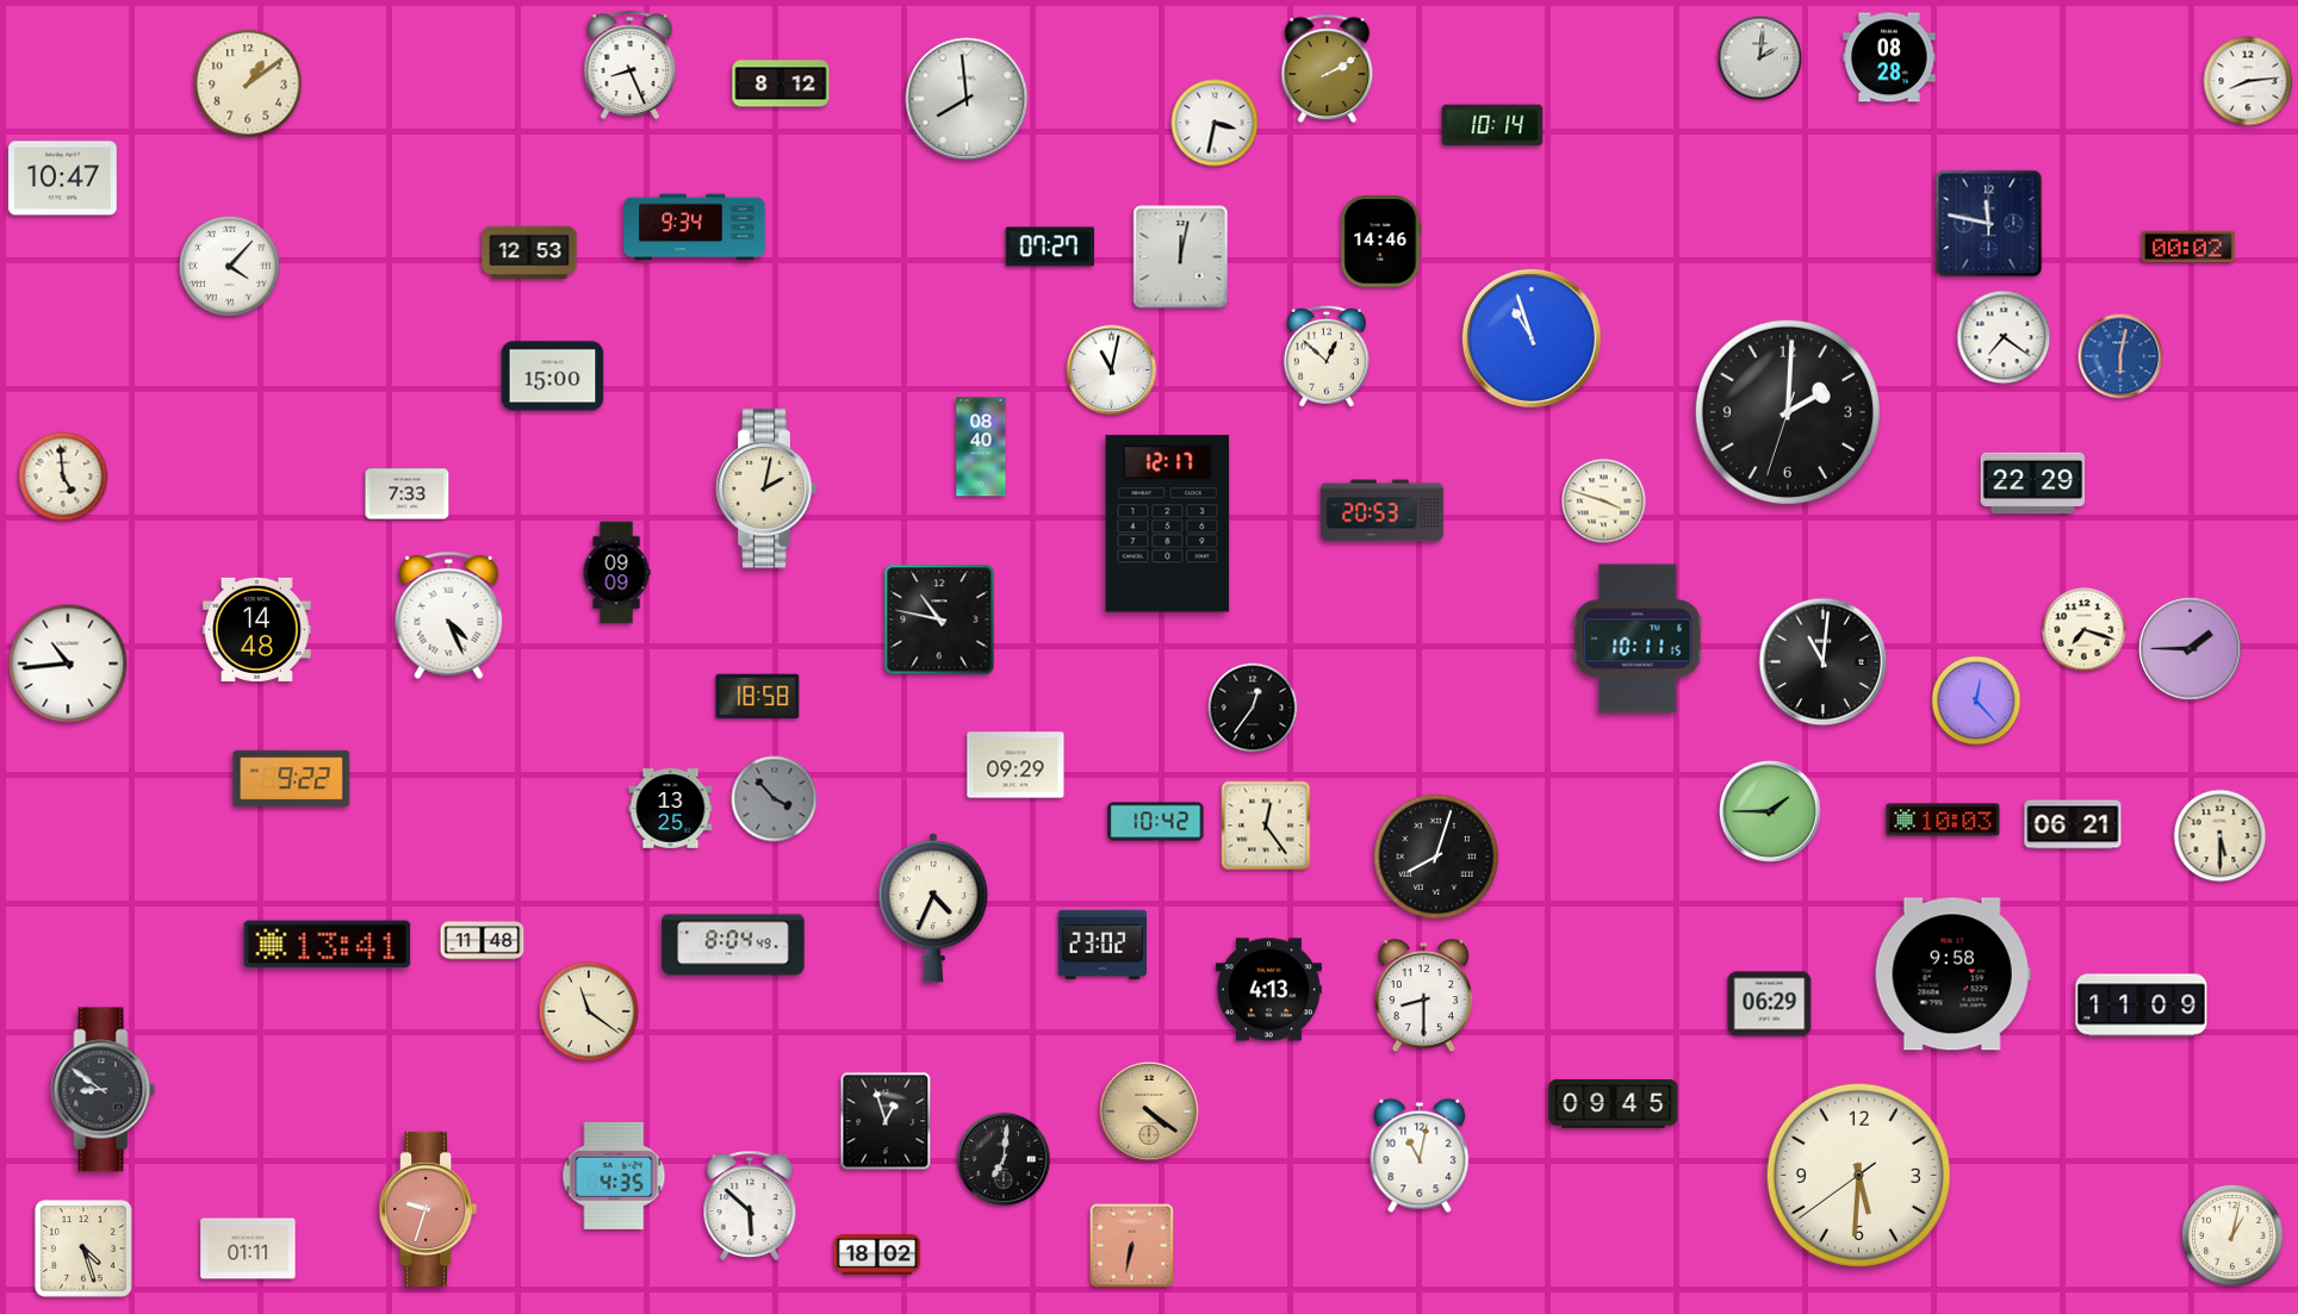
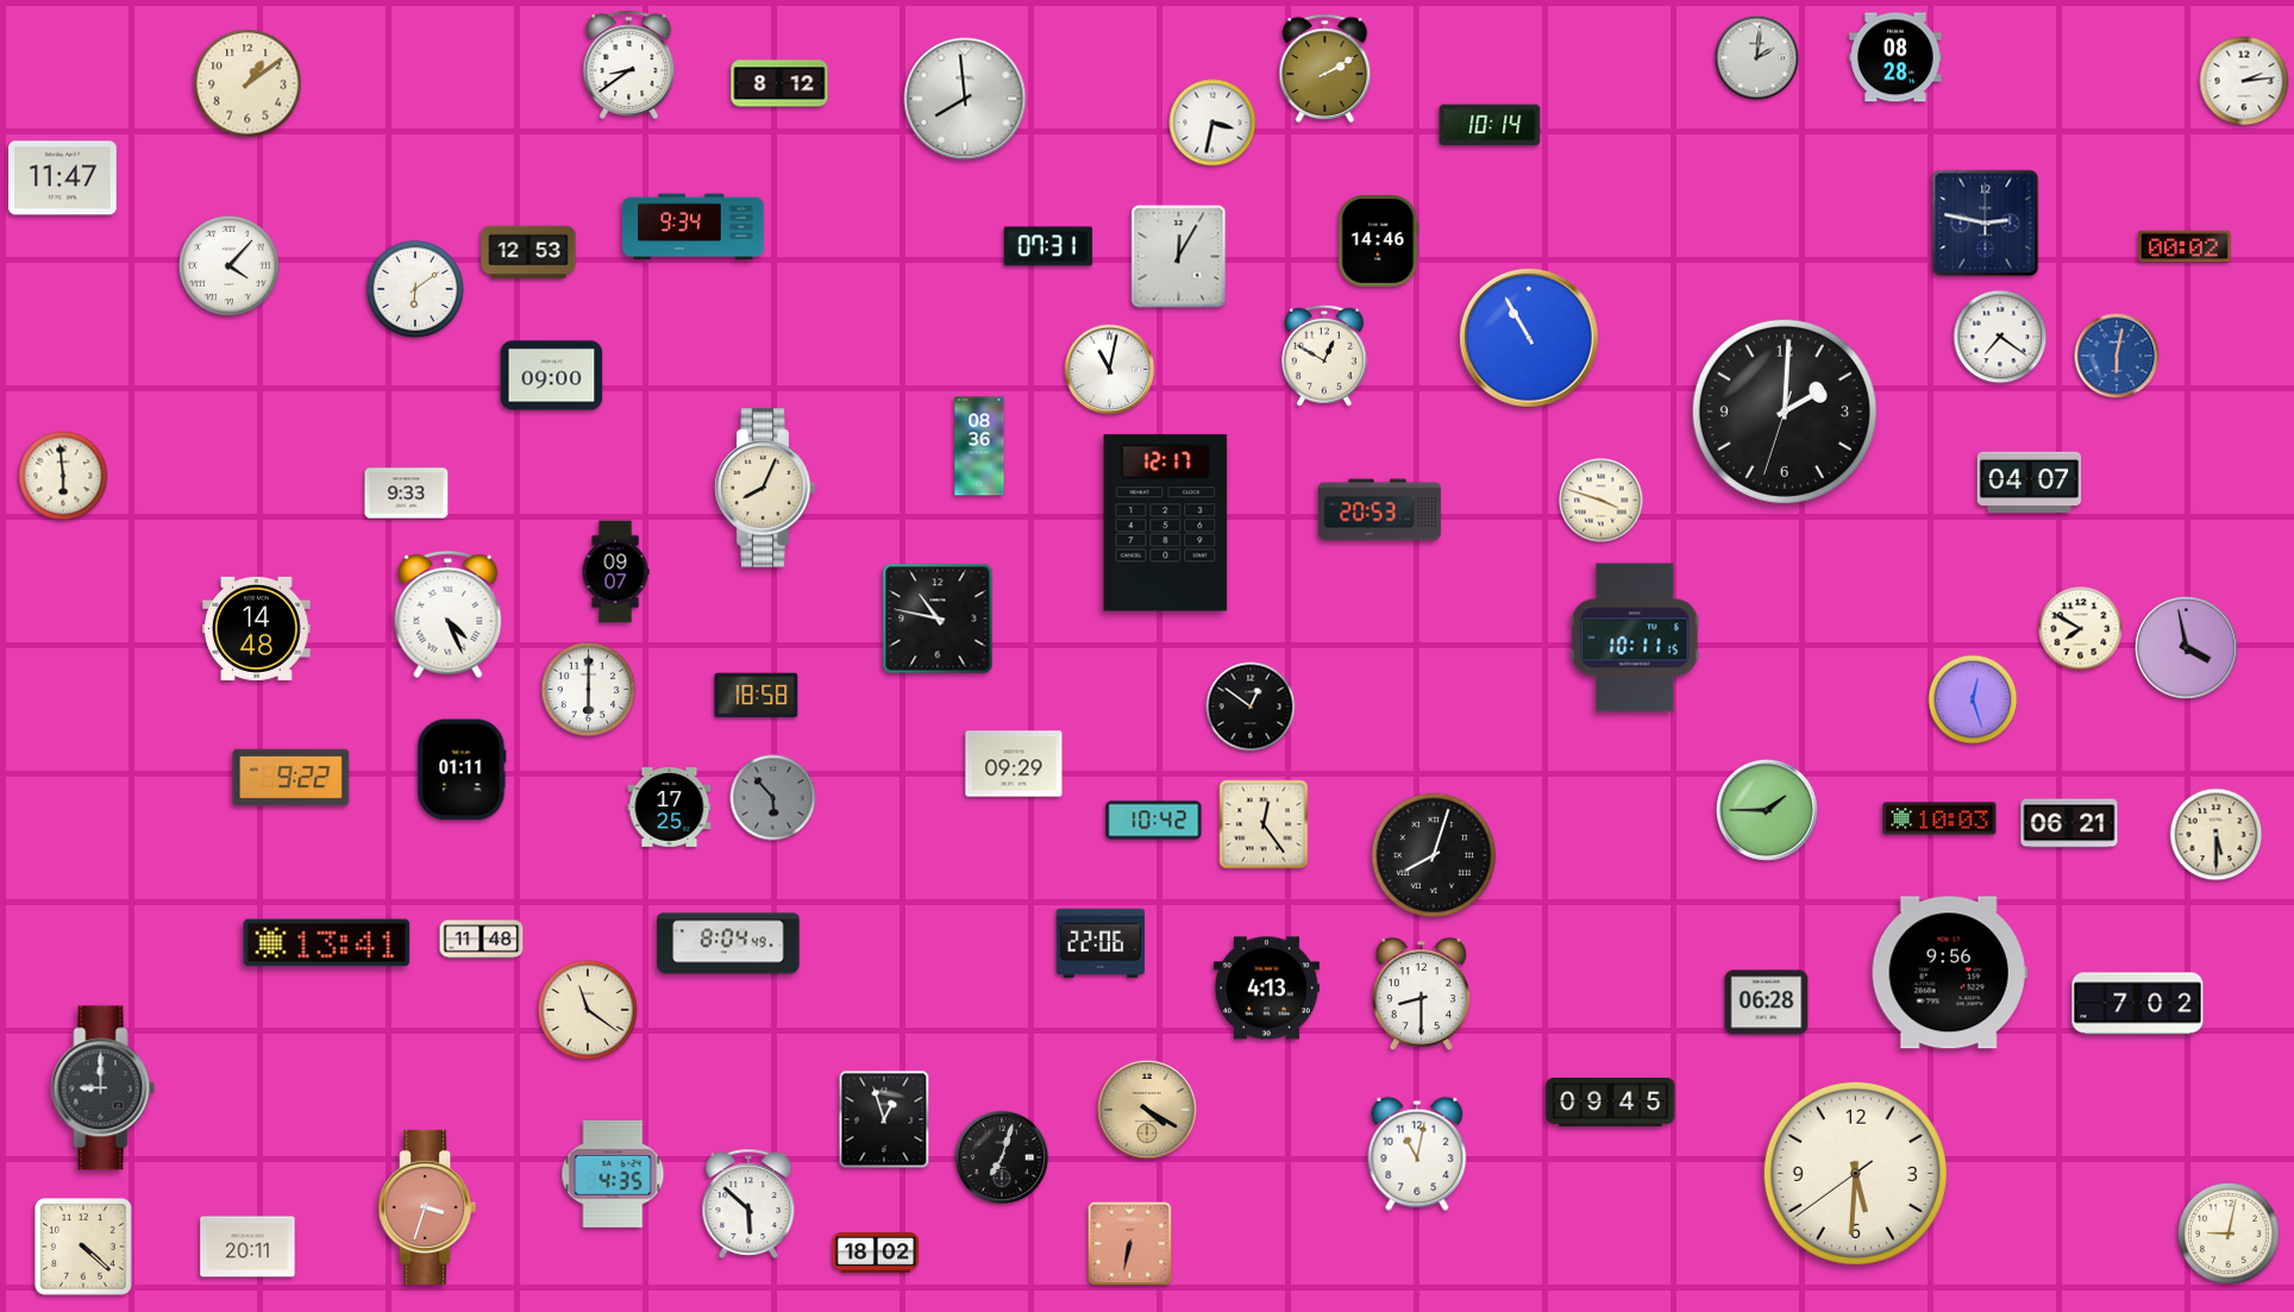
clock at (1889, 57) position: (1889, 57) -> (1895, 57)
clock at (631, 64): 8:26 -> 8:39
clock at (2248, 81): 8:14 -> 2:14
clock at (63, 179): 10:47 -> 11:47
clock at (1989, 224): 11:47 -> 2:47
clock at (1050, 247): 07:27 -> 07:31
clock at (1181, 257): 12:02 -> 12:05
clock at (415, 289): none -> 6:09
clock at (1532, 338): 10:57 -> 10:55
clock at (1327, 356): 12:52 -> 12:50
clock at (553, 376): 15:00 -> 09:00
clock at (981, 447): 08:40 -> 08:36
clock at (63, 477): 4:59 -> 5:59
clock at (2033, 482): 22:29 -> 04:07
clock at (766, 488): 2:02 -> 8:04
clock at (408, 494): 7:33 -> 9:33
clock at (616, 573): 09:09 -> 09:07
clock at (2085, 630): 7:18 -> 7:50
clock at (2191, 649): 1:45 -> 3:58
clock at (1824, 662): 11:01 -> none
clock at (68, 664): 10:44 -> none
clock at (589, 690): none -> 6:00
clock at (1976, 700): 12:23 -> 12:27
clock at (1253, 708): 12:36 -> 12:51
clock at (462, 770): none -> 01:11
clock at (775, 799): 3:53 -> 5:53
clock at (671, 809): 13:25 -> 17:25
clock at (933, 909): 4:34 -> none
clock at (733, 945) position: (733, 945) -> (728, 943)
clock at (1103, 945): 23:02 -> 22:06
clock at (1952, 974): 9:58 -> 9:56
clock at (1770, 1004): 06:29 -> 06:28
clock at (2142, 1005): 11:09 -> 7:02
clock at (104, 1090): 8:51 -> 9:00
clock at (1149, 1111): 4:21 -> 4:20
clock at (1004, 1159): 7:01 -> 7:03
clock at (428, 1209): 9:33 -> 3:33
clock at (2232, 1235): 1:02 -> 9:02
clock at (83, 1248): 4:27 -> 4:22
clock at (248, 1248): 01:11 -> 20:11
